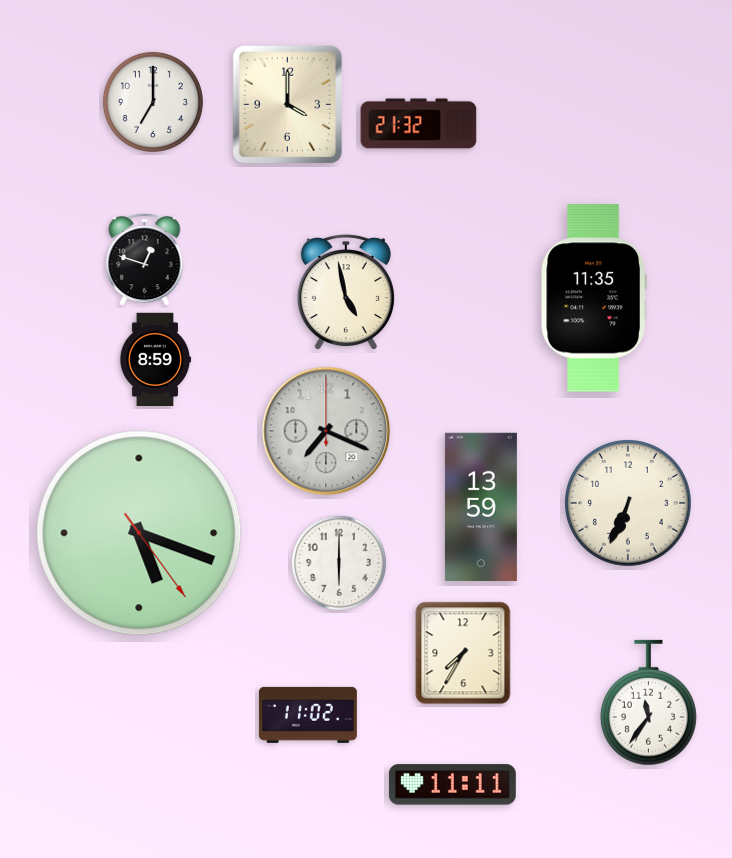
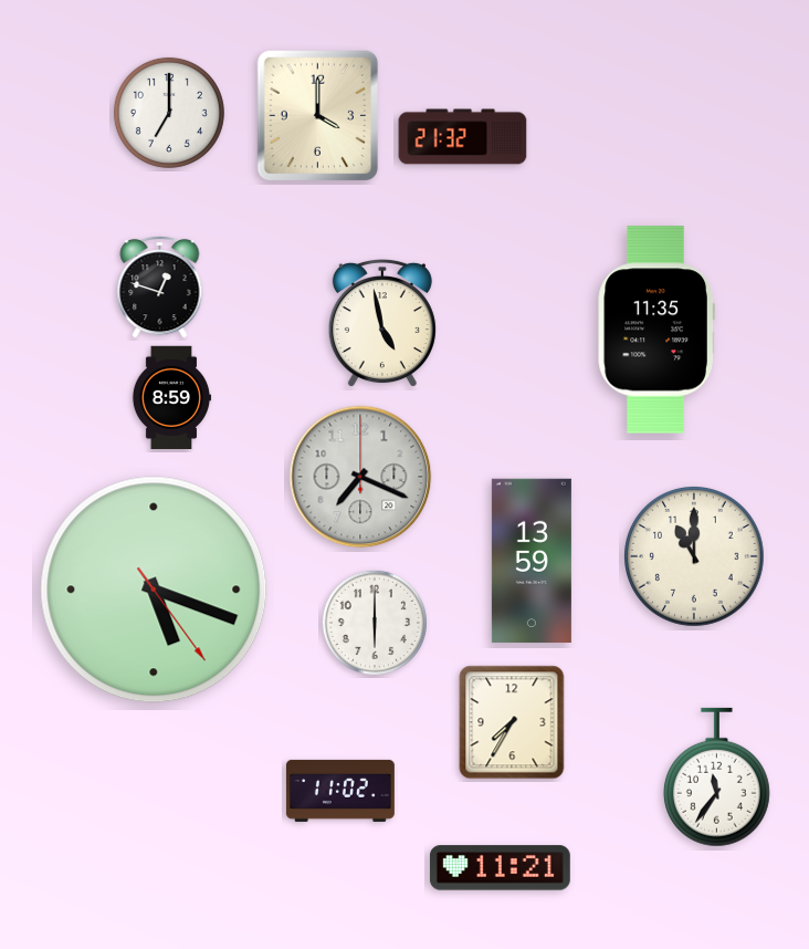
clock at (629, 504): 6:34 -> 11:00
clock at (452, 785): 11:11 -> 11:21
